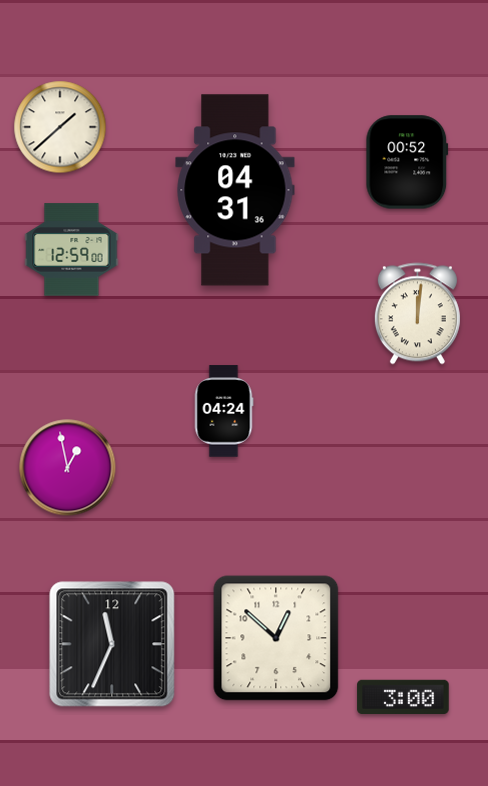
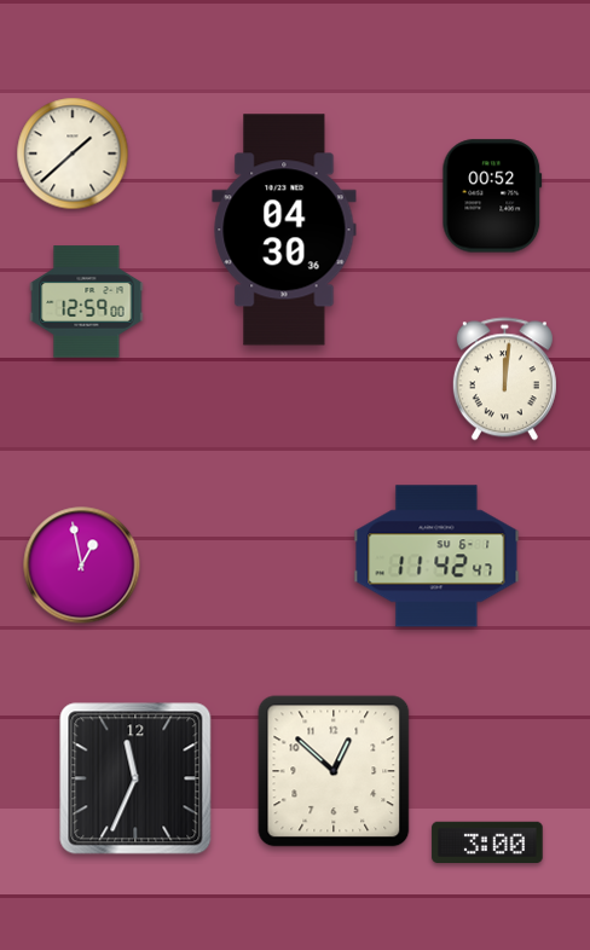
clock at (235, 190): 04:31 -> 04:30
clock at (224, 411): 04:24 -> none
clock at (436, 556): none -> 11:42
